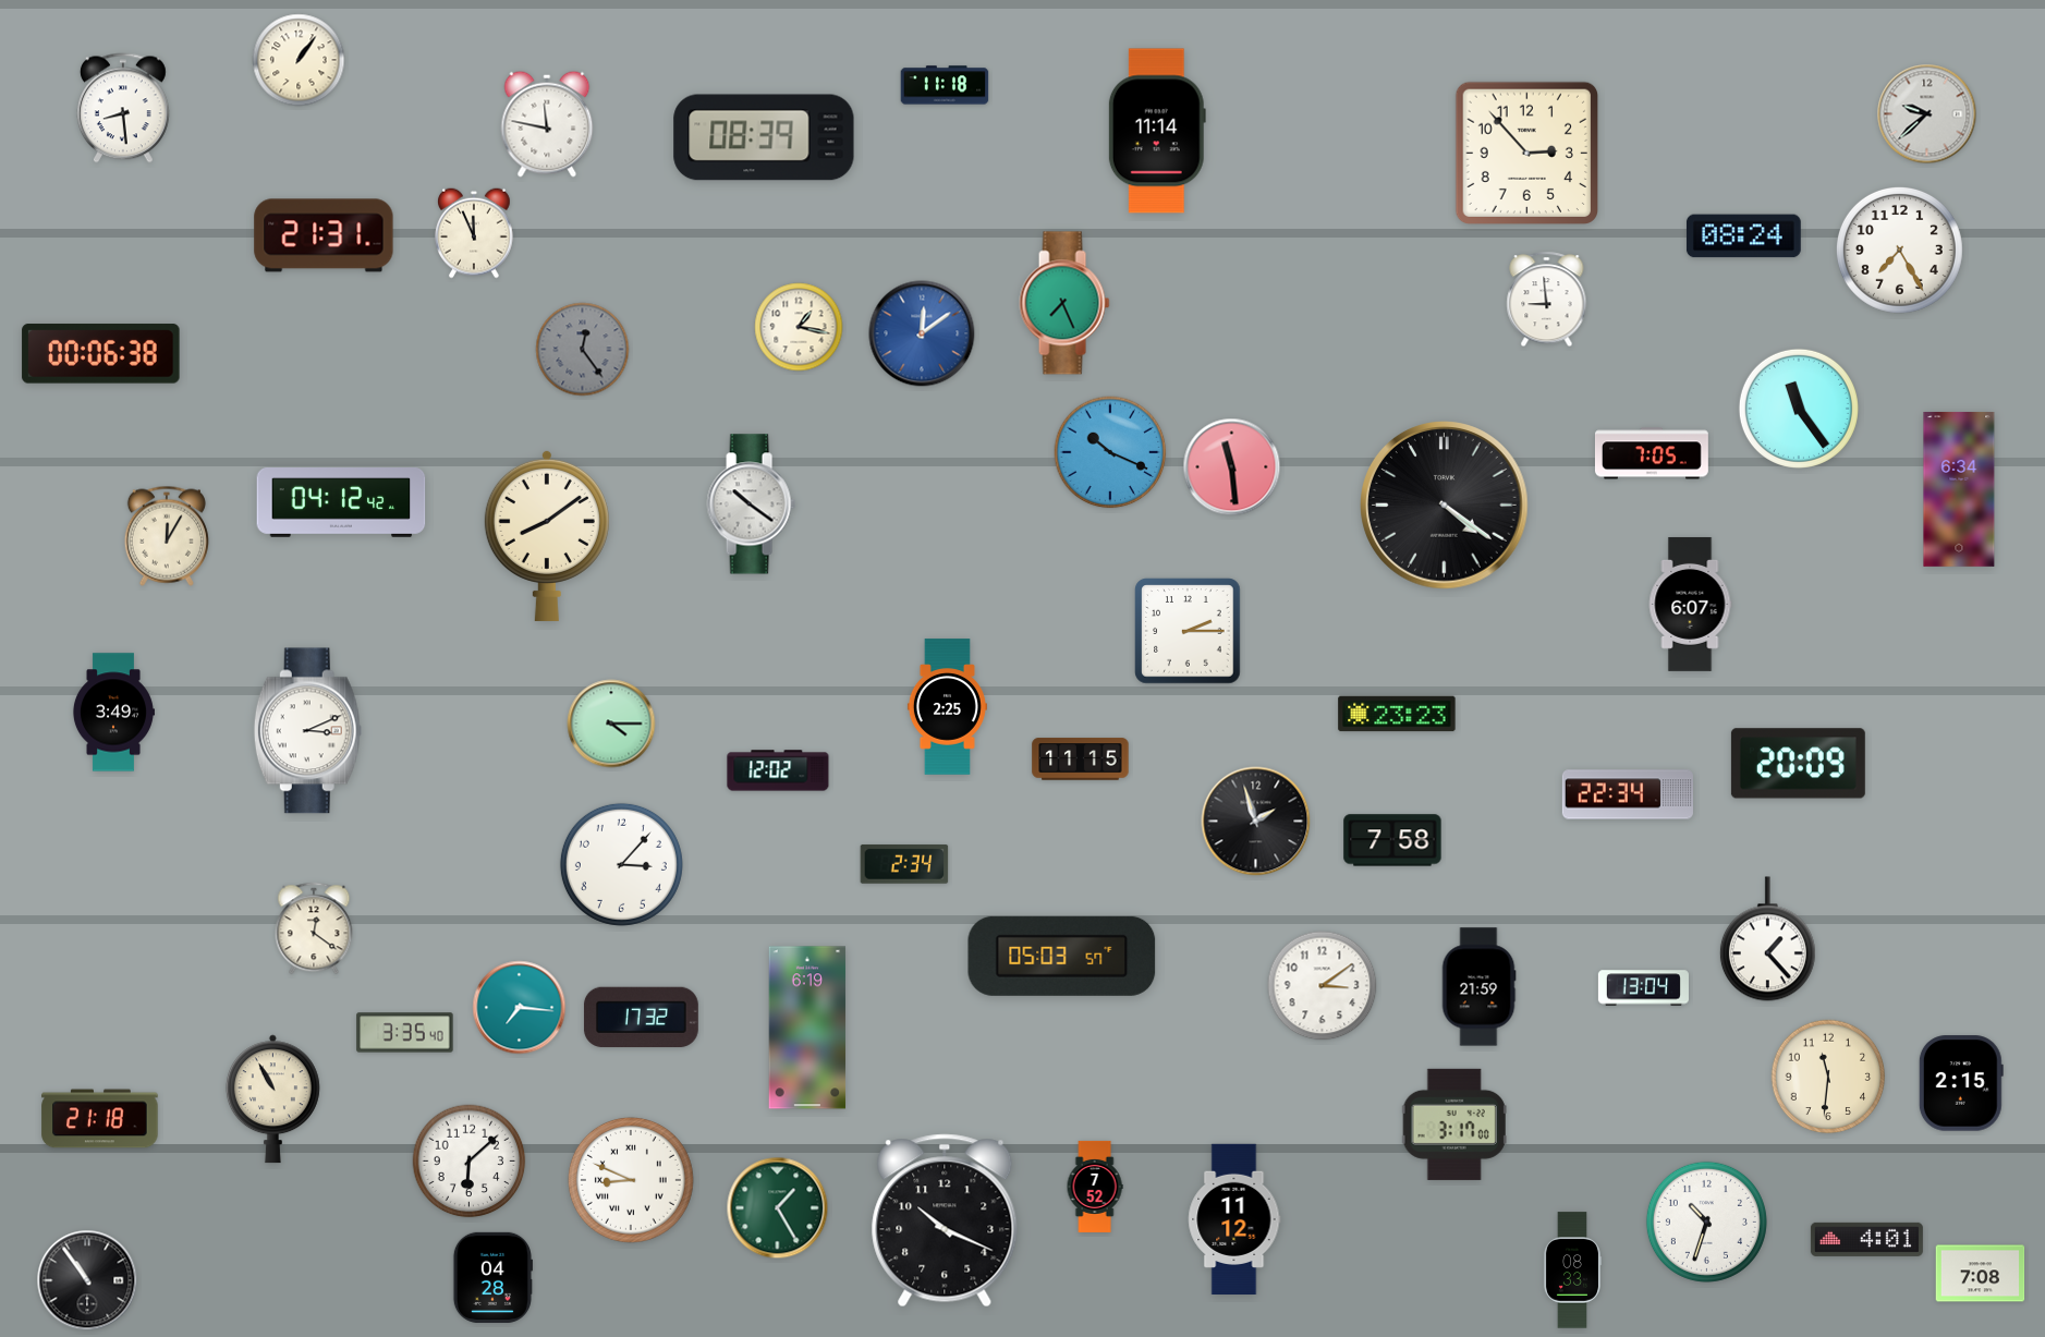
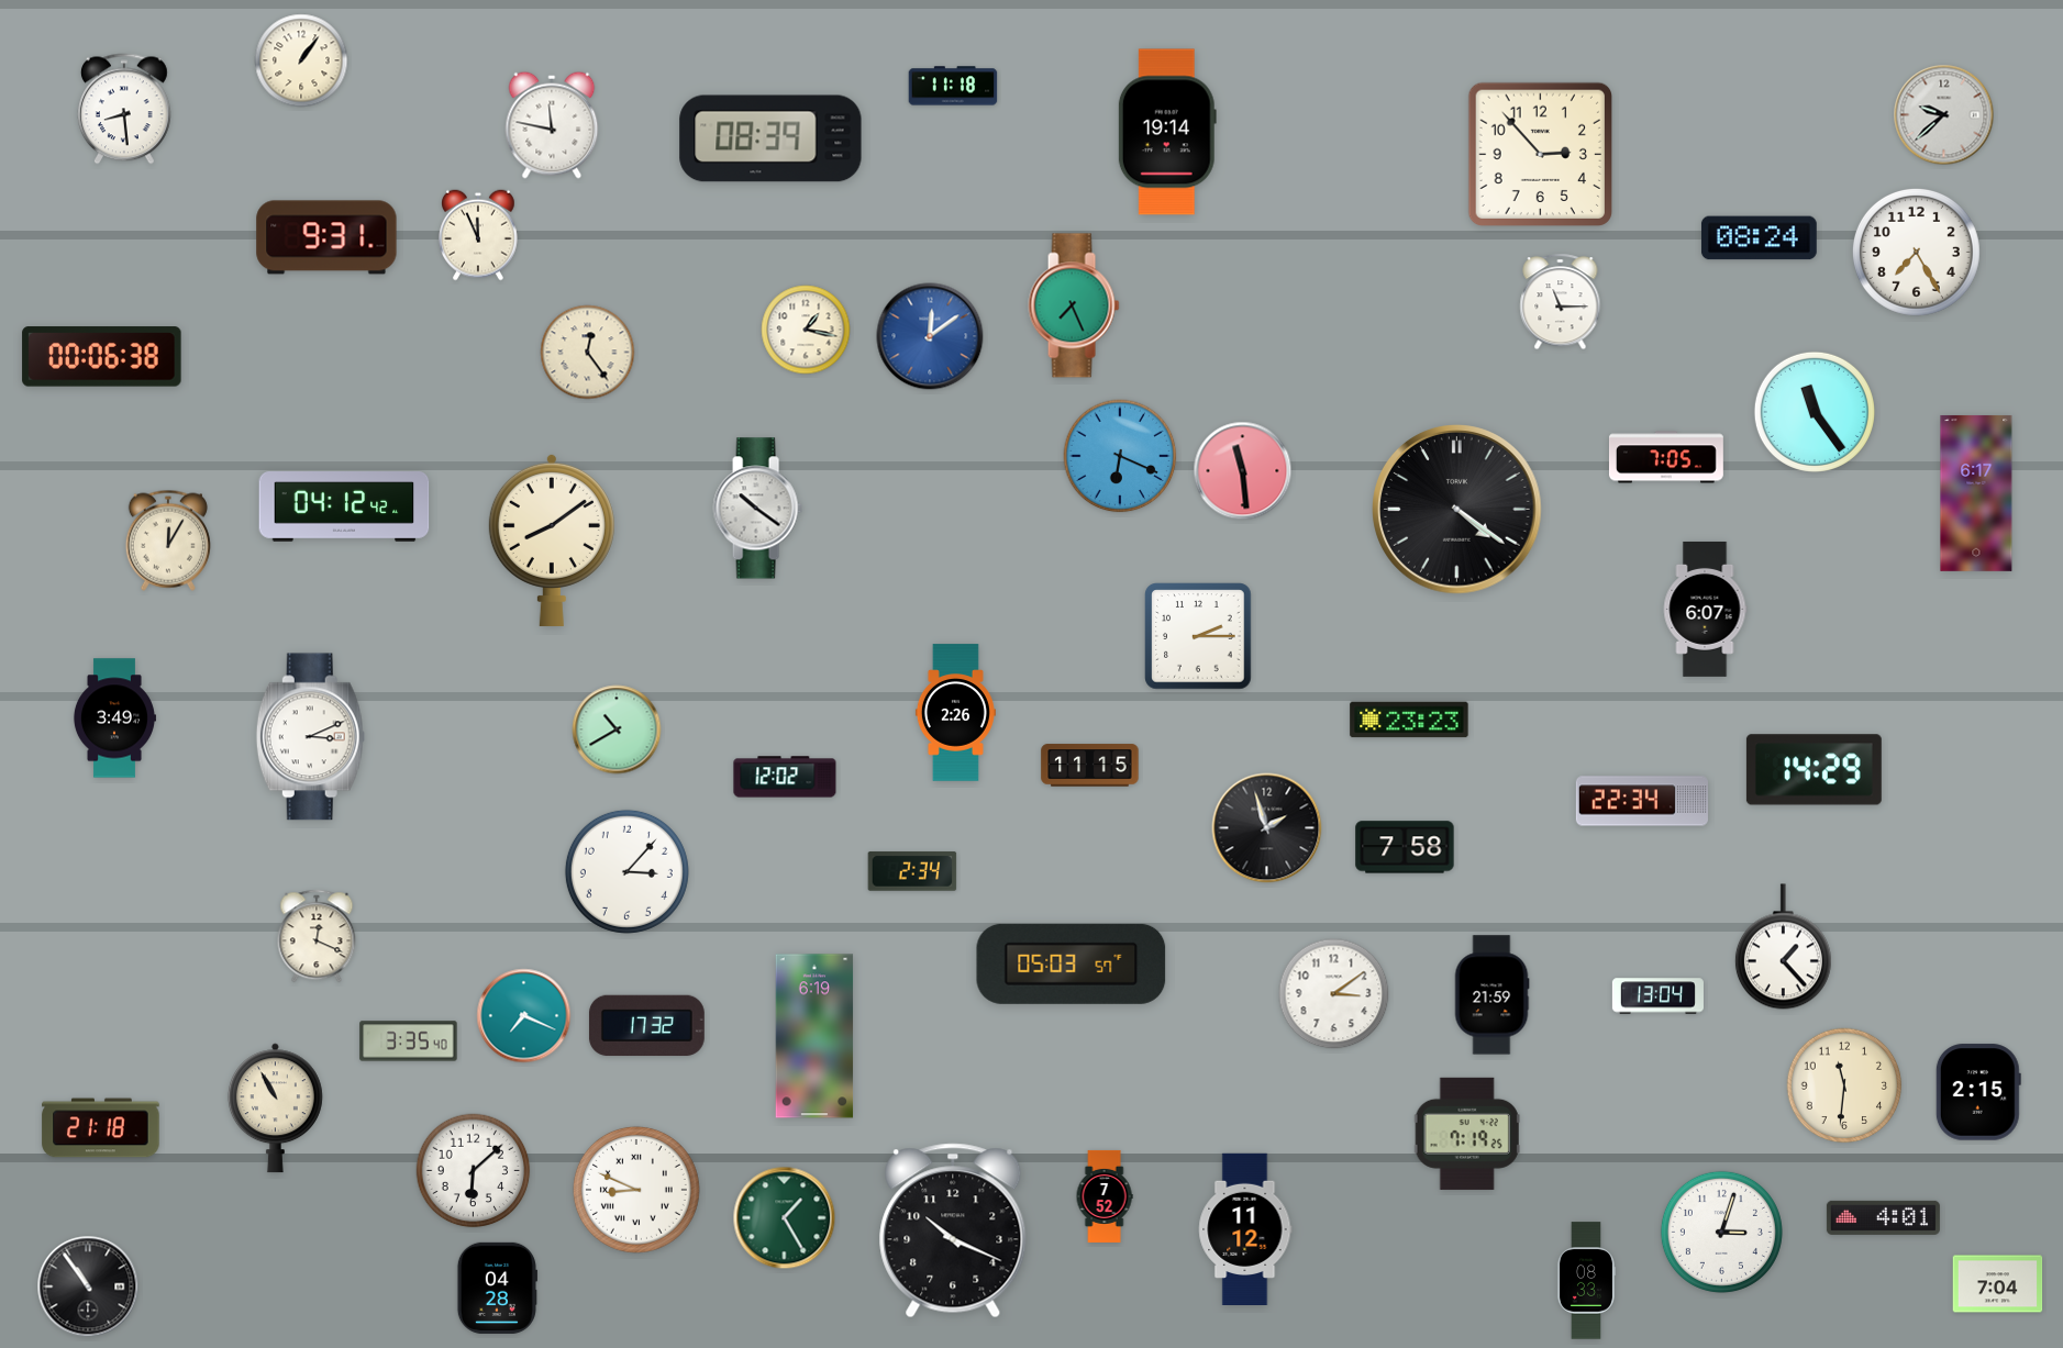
clock at (1157, 131): 11:14 -> 19:14
clock at (324, 235): 21:31 -> 9:31
clock at (1547, 300): 8:59 -> 11:15
clock at (583, 350) dial: grey -> cream
clock at (1110, 452): 10:19 -> 6:19
clock at (1959, 489): 6:34 -> 6:17
clock at (947, 707): 2:25 -> 2:26
clock at (611, 724): 4:15 -> 10:40
clock at (1798, 764): 20:09 -> 14:29
clock at (314, 928): 12:21 -> 12:19
clock at (520, 1008): 7:16 -> 7:19
clock at (1454, 1125): 3:17 -> 7:19
clock at (1706, 1221): 10:33 -> 3:03
clock at (1866, 1239) position: (1866, 1239) -> (1883, 1217)
clock at (1981, 1274): 7:08 -> 7:04
clock at (87, 1280) position: (87, 1280) -> (88, 1286)
